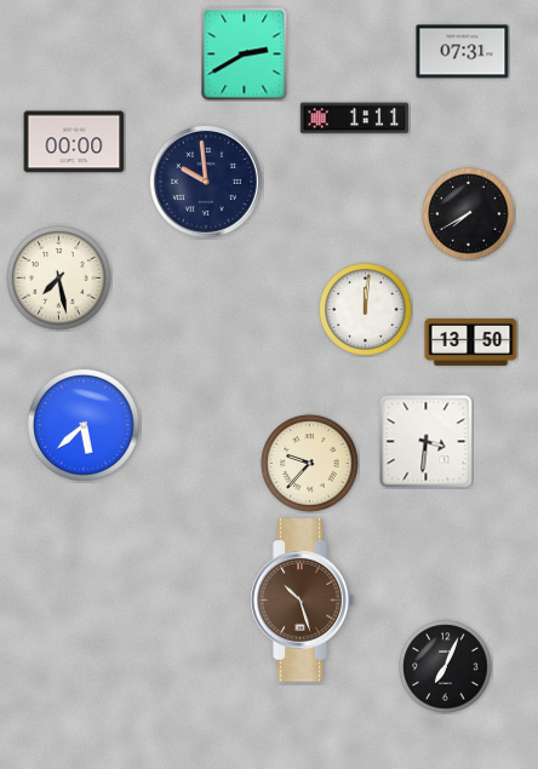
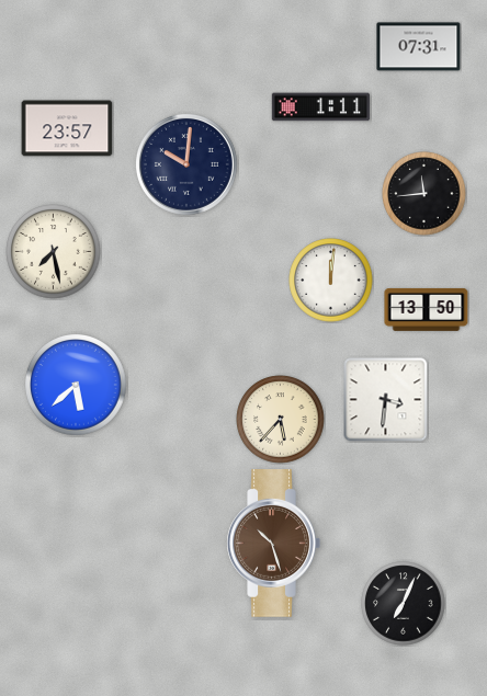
clock at (245, 54): 2:40 -> none
clock at (74, 142): 00:00 -> 23:57
clock at (206, 182): 9:59 -> 10:01
clock at (469, 214): 7:40 -> 11:44
clock at (310, 464): 9:37 -> 5:37
